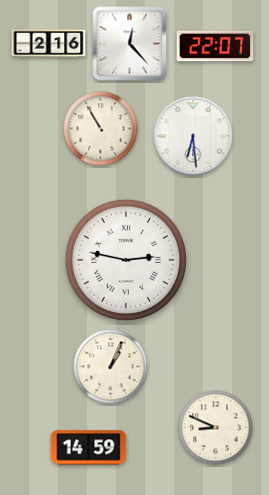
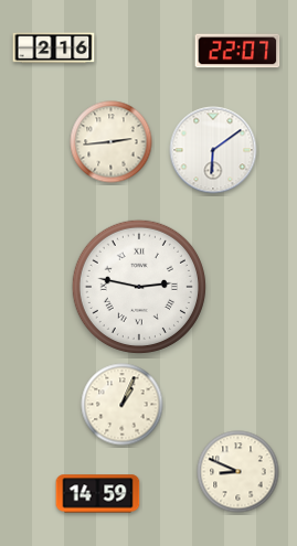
clock at (130, 44): 12:23 -> none
clock at (101, 129): 10:55 -> 2:44
clock at (193, 136): 6:29 -> 6:09
